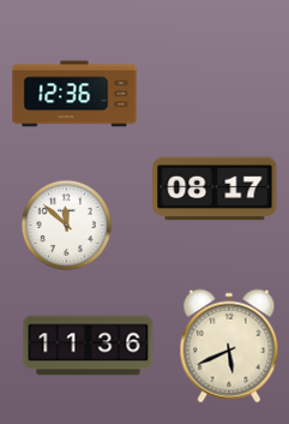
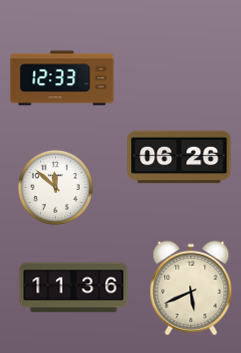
clock at (74, 94): 12:36 -> 12:33
clock at (215, 189): 08:17 -> 06:26
